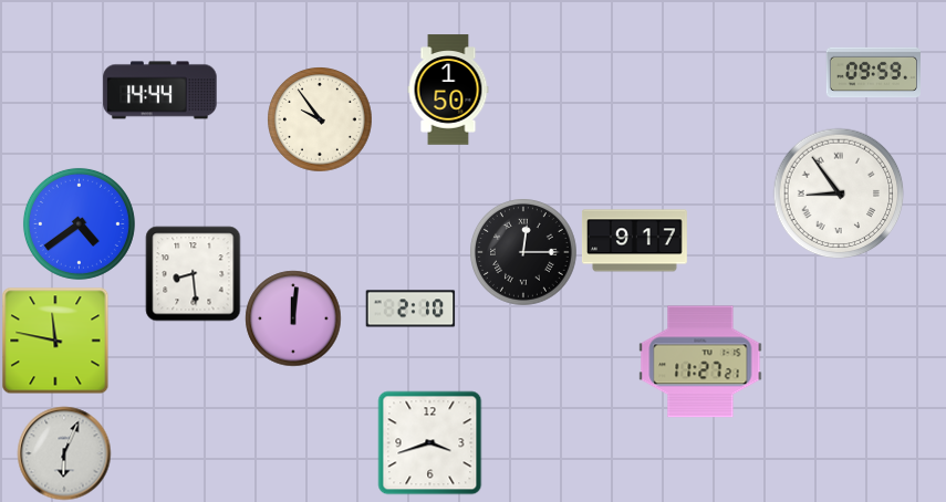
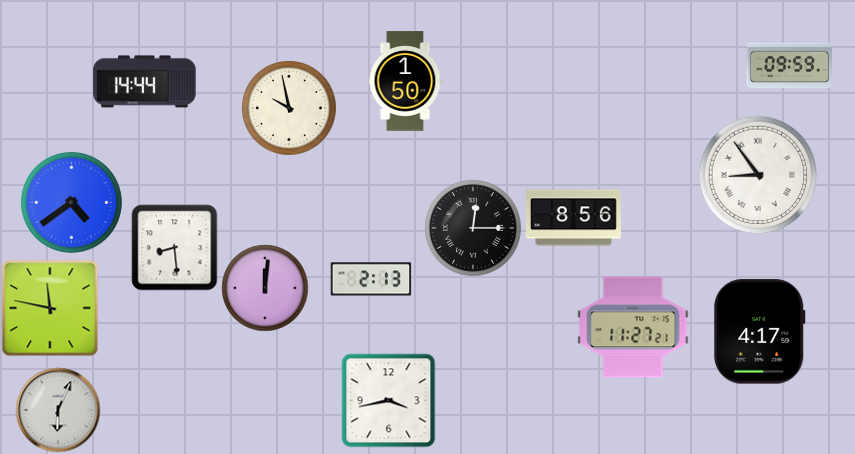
clock at (320, 119): 9:54 -> 9:58
clock at (634, 241): 9:17 -> 8:56
clock at (410, 308): 2:10 -> 2:13
clock at (760, 332): none -> 4:17
clock at (429, 442): 3:42 -> 3:43
